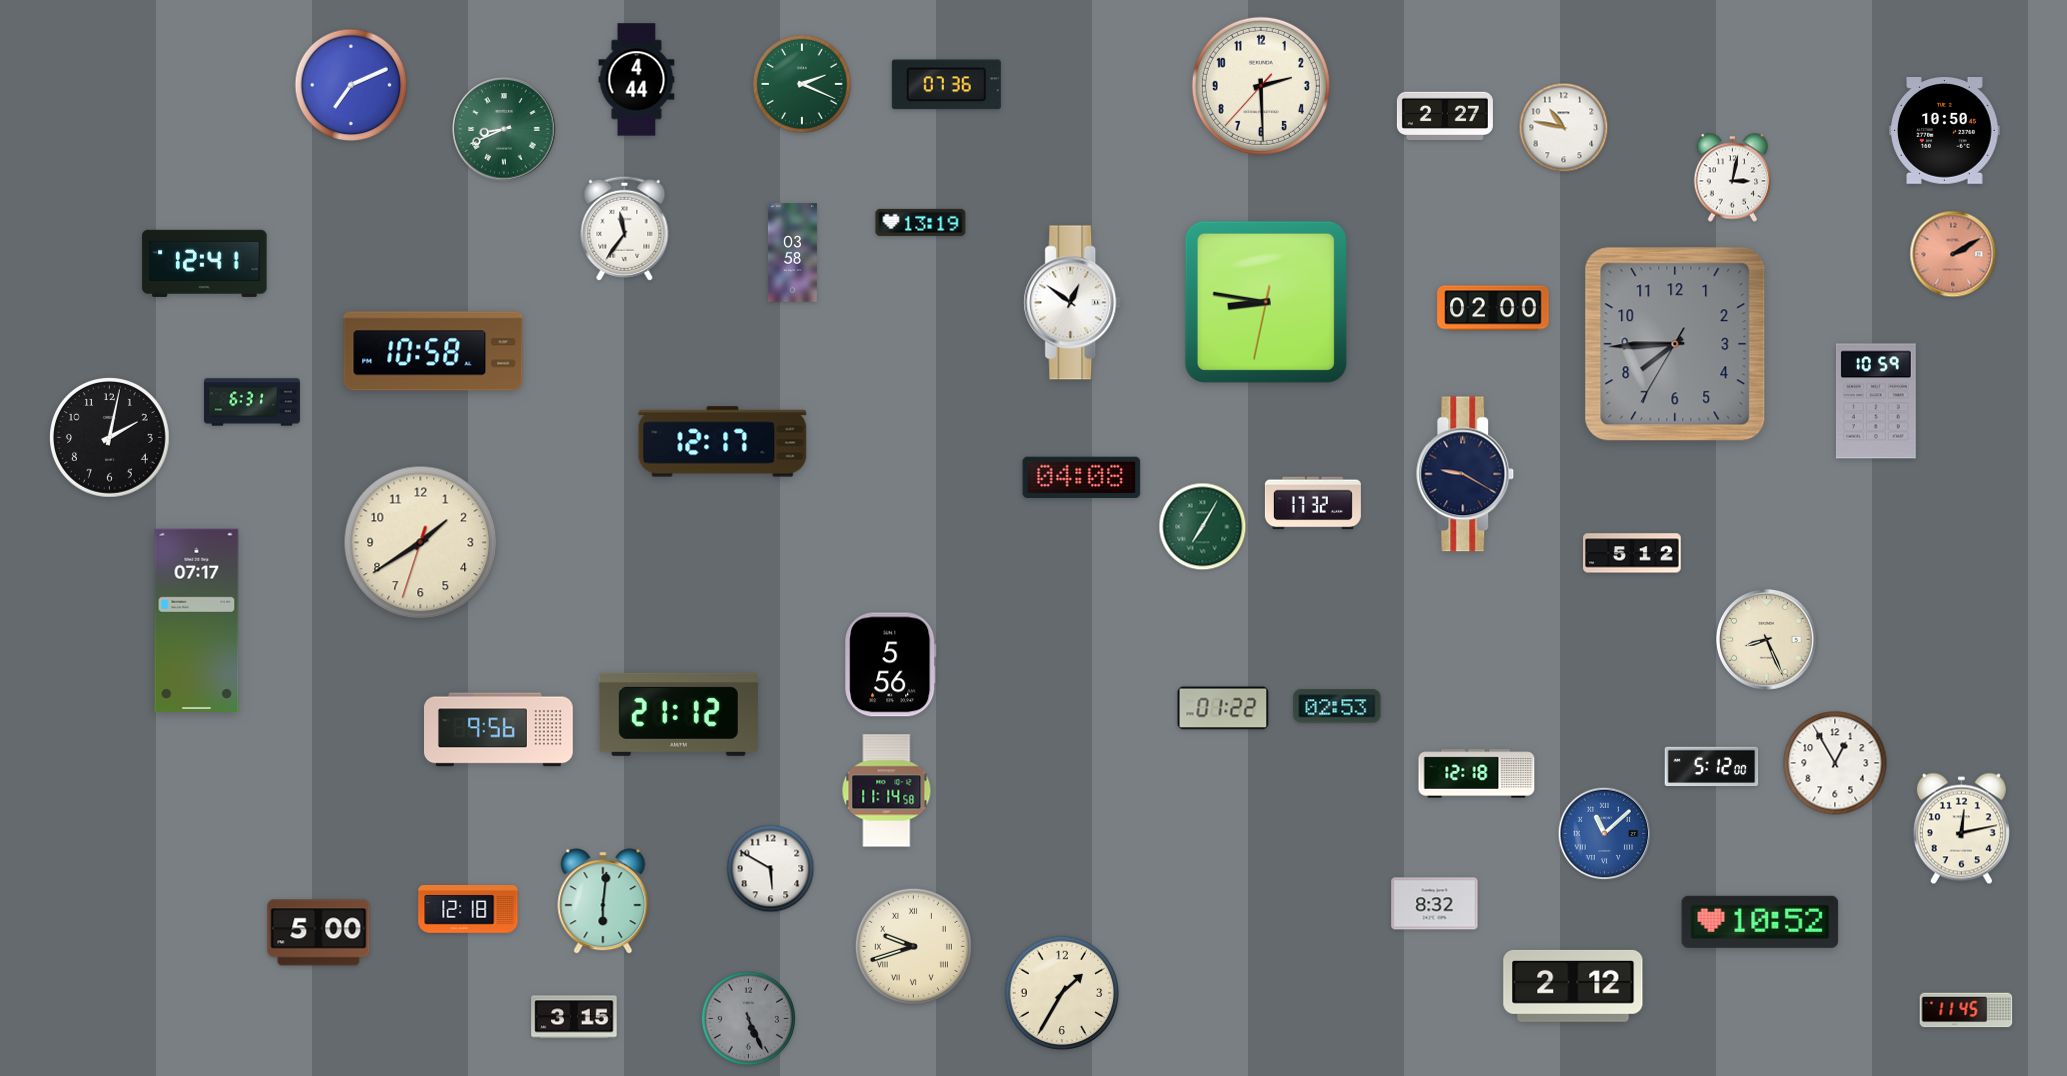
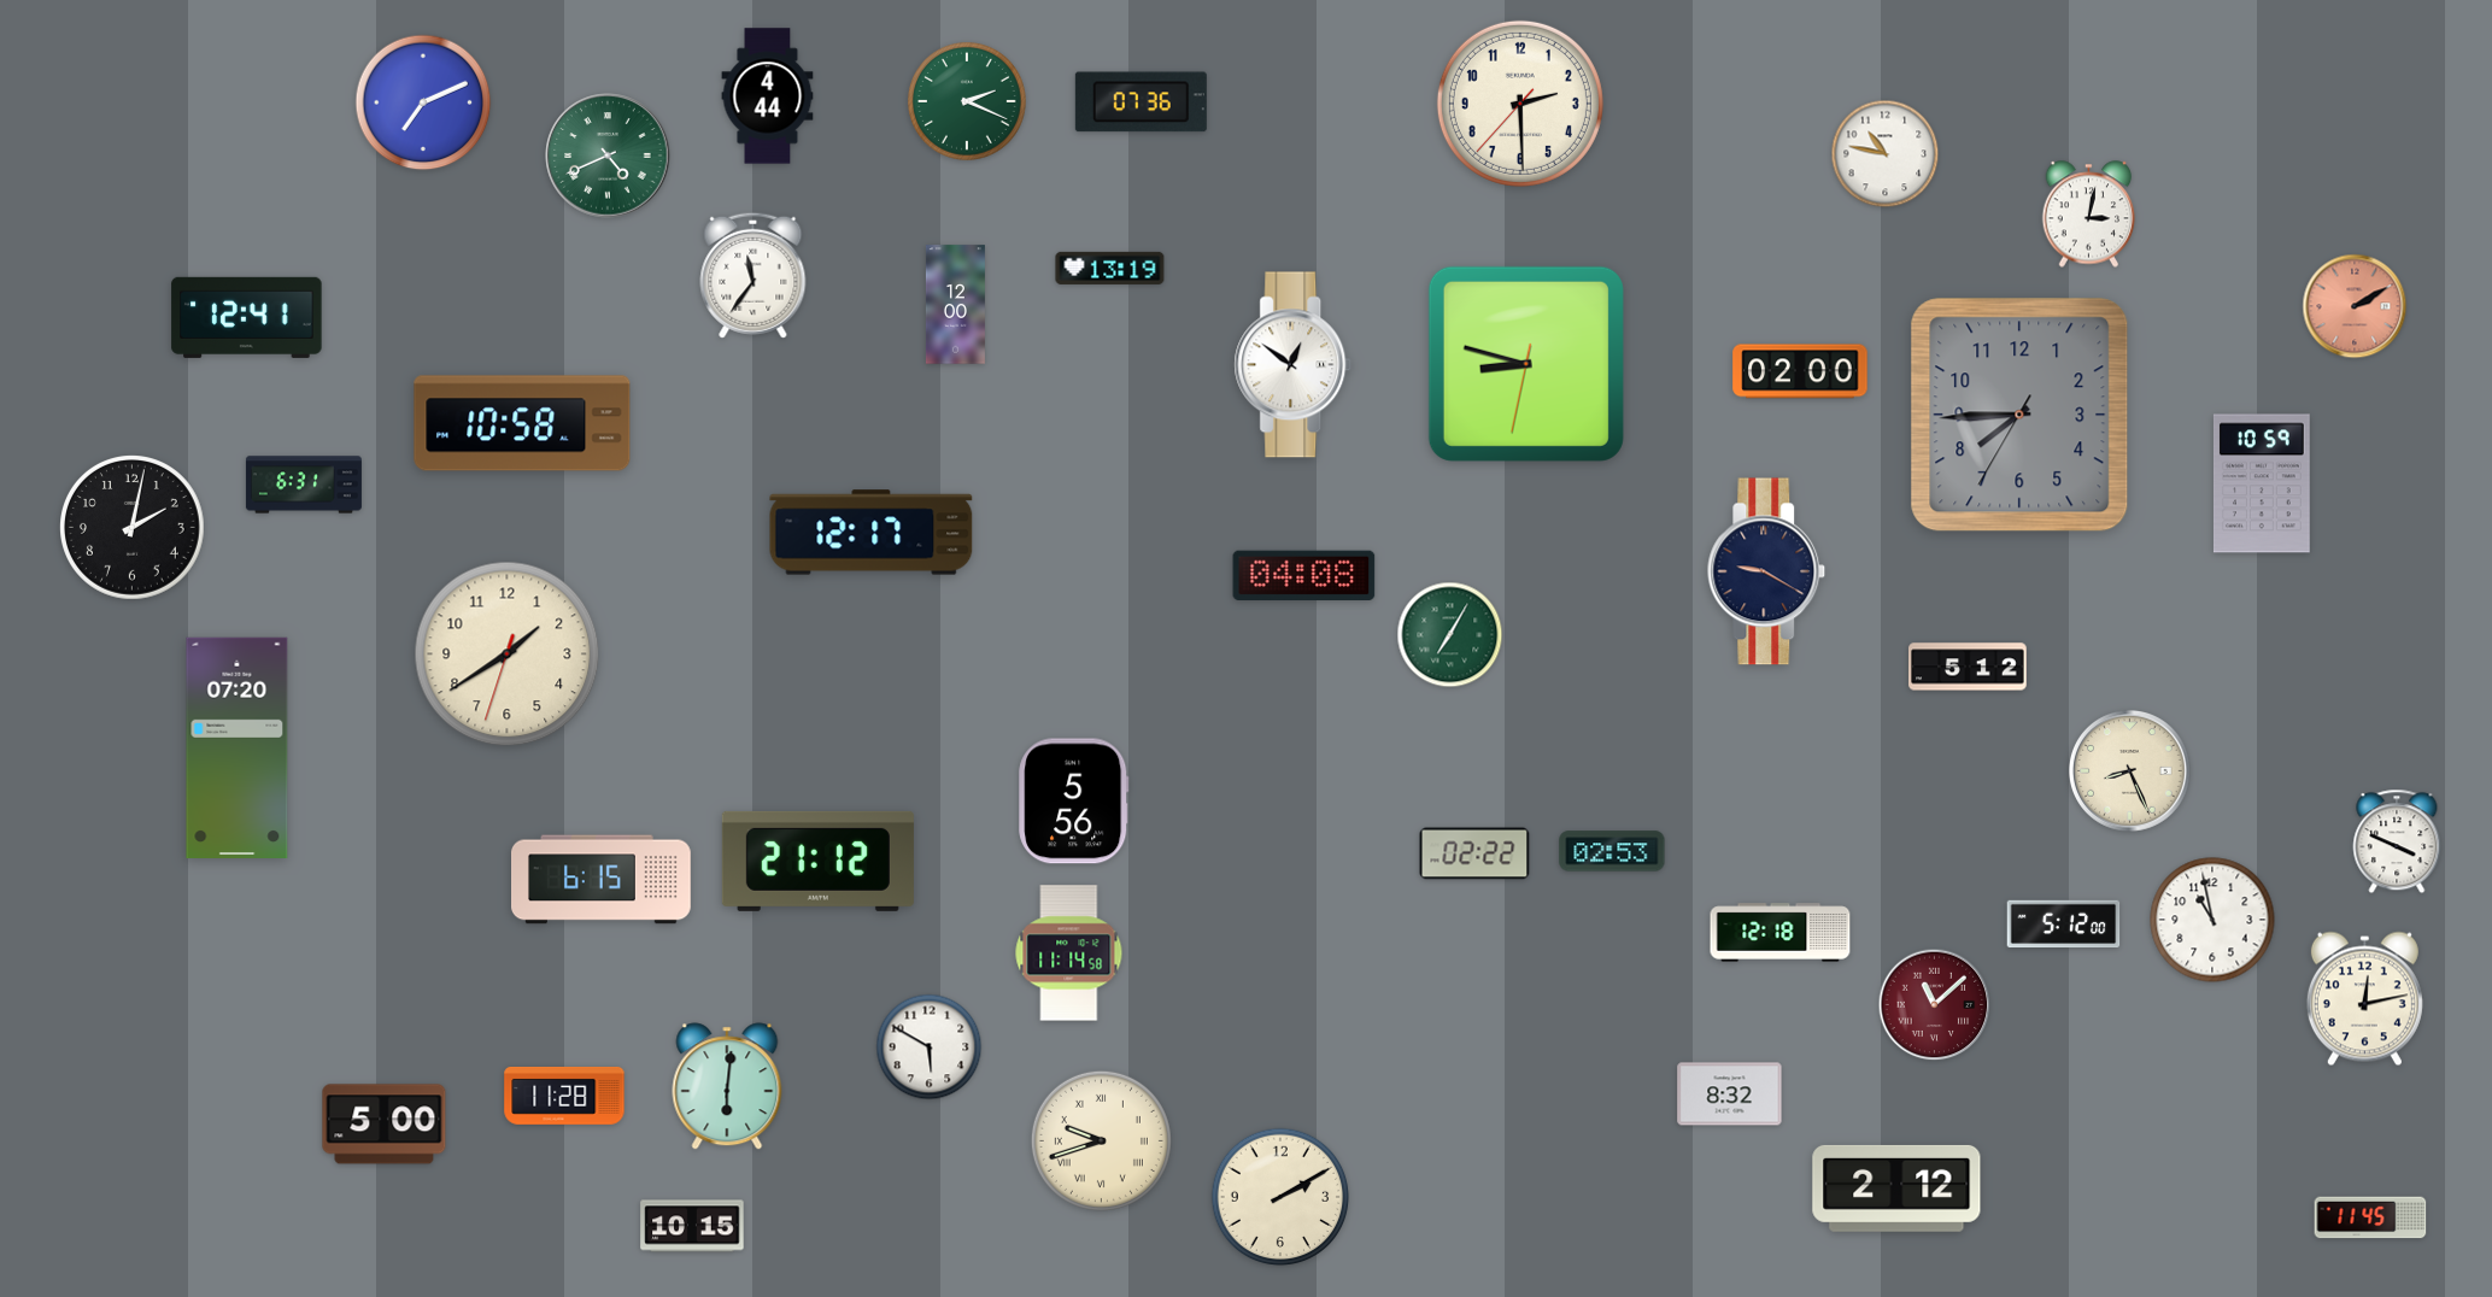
clock at (1445, 115): 2:27 -> none
clock at (504, 129): 8:41 -> 4:41
clock at (1945, 131): 10:50 -> none
clock at (792, 253): 03:58 -> 12:00
clock at (1266, 302): 8:46 -> 8:47
clock at (1313, 503): 17:32 -> none
clock at (197, 620): 07:17 -> 07:20
clock at (2397, 841): none -> 3:49
clock at (1223, 708): 01:22 -> 02:22
clock at (499, 730): 9:56 -> 6:15
clock at (1835, 763): 12:55 -> 10:58
clock at (1605, 834) dial: blue -> burgundy
clock at (1435, 904) position: (1435, 904) -> (1730, 1094)
clock at (468, 910): 12:18 -> 11:28
clock at (1760, 922): 10:52 -> none
clock at (1062, 993): 1:35 -> 2:10
clock at (574, 1017): 3:15 -> 10:15
clock at (748, 1018): 5:26 -> none
